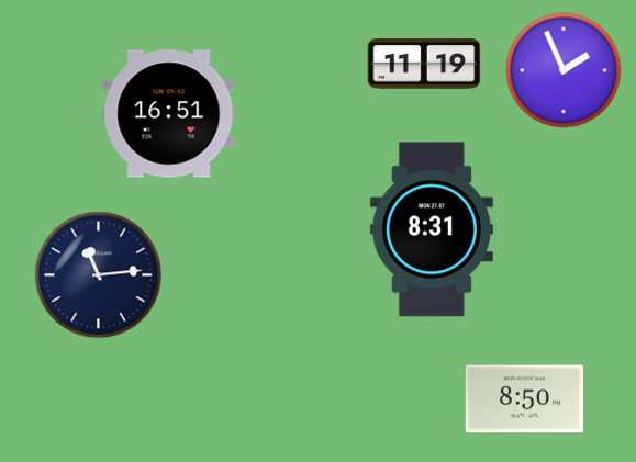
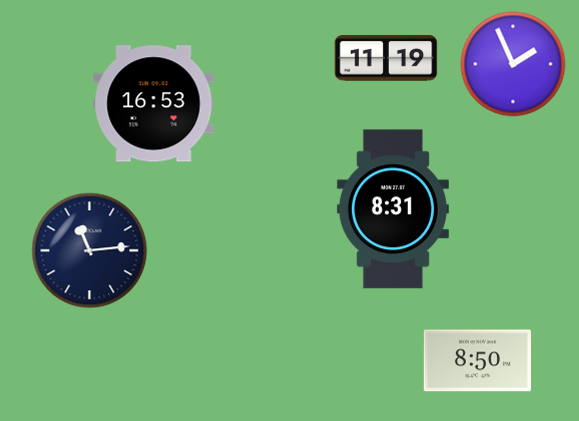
clock at (169, 114): 16:51 -> 16:53
clock at (524, 399) position: (524, 399) -> (477, 361)
